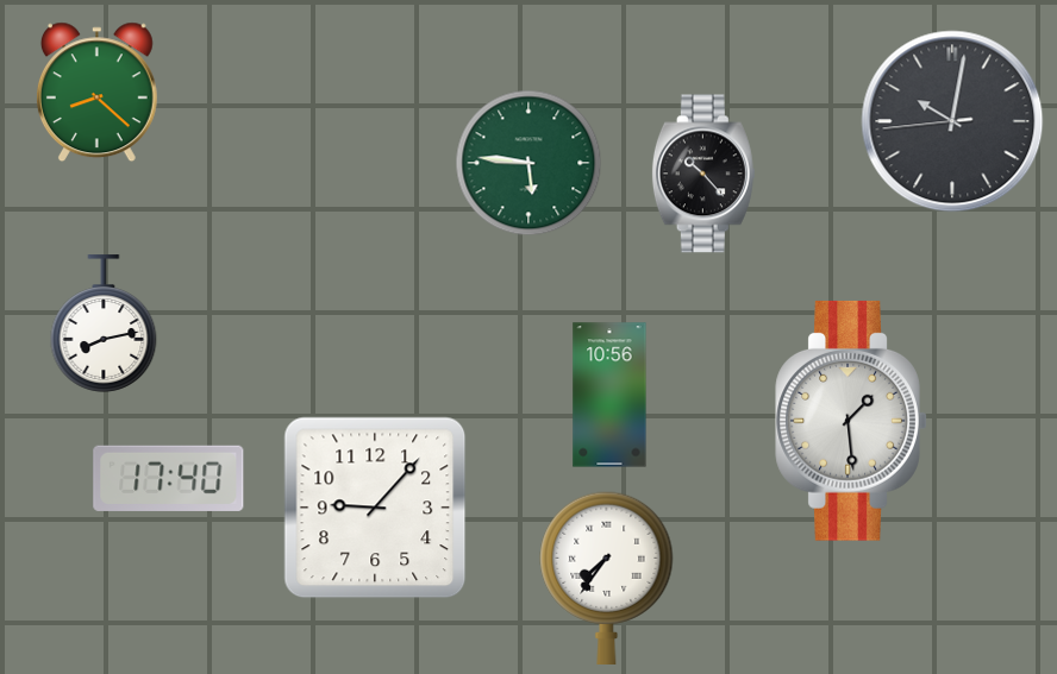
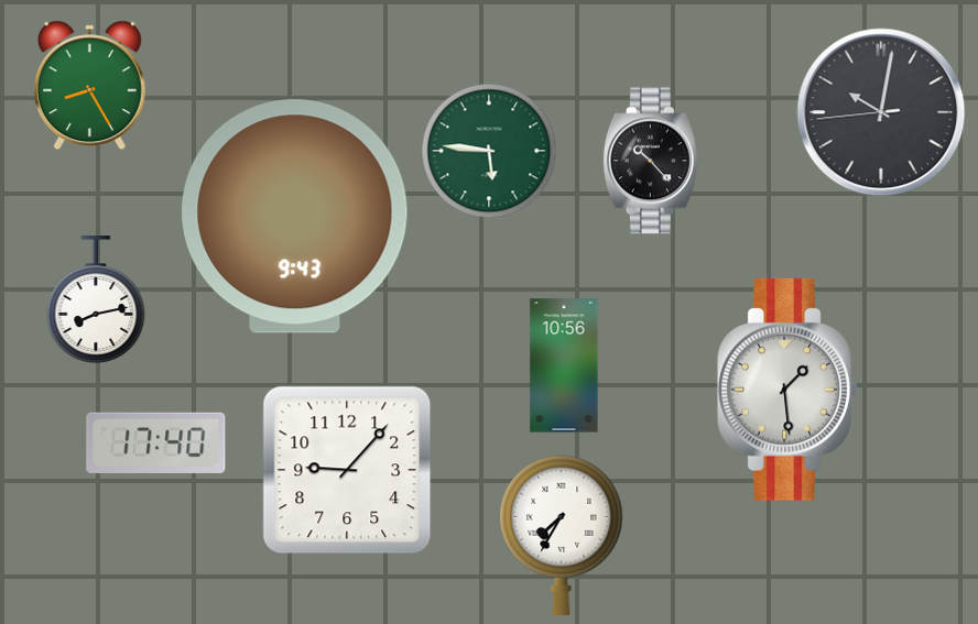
clock at (96, 93): 8:22 -> 8:25
clock at (295, 217): none -> 9:43
clock at (607, 578): 7:36 -> 7:35
